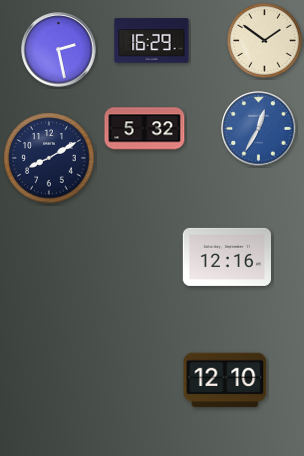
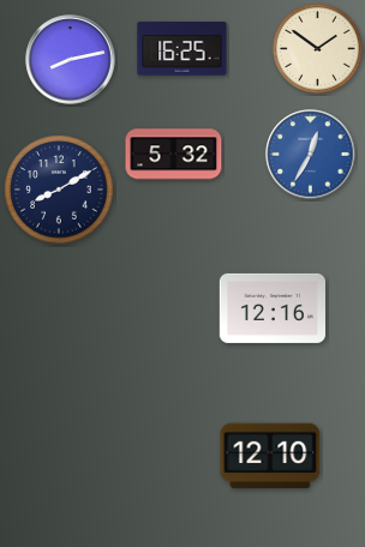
clock at (152, 41): 16:29 -> 16:25
clock at (59, 50): 2:28 -> 8:13
